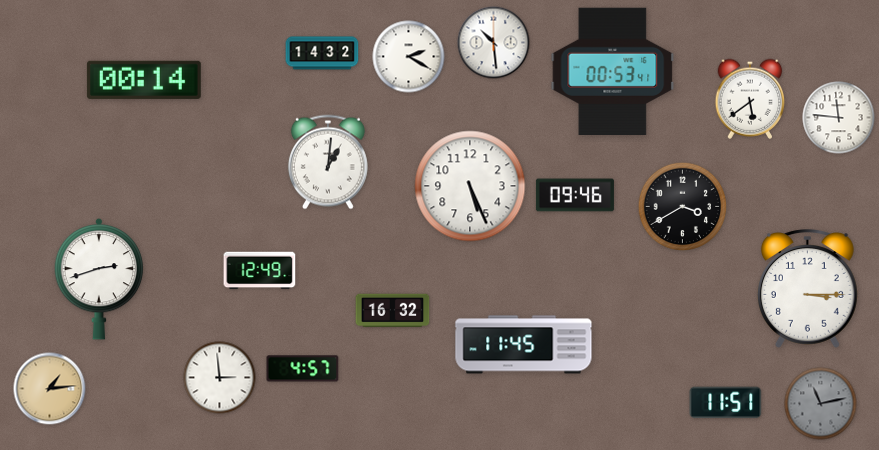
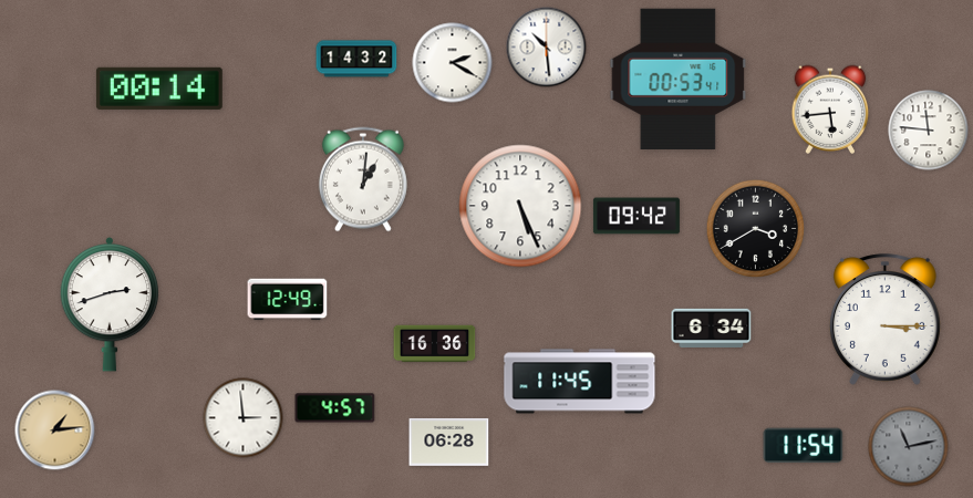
clock at (750, 99): 5:39 -> 5:44
clock at (575, 195): 09:46 -> 09:42
clock at (99, 279) position: (99, 279) -> (110, 304)
clock at (807, 289) position: (807, 289) -> (884, 320)
clock at (712, 328): none -> 6:34
clock at (393, 311): 16:32 -> 16:36
clock at (449, 442): none -> 06:28
clock at (726, 403): 11:51 -> 11:54
